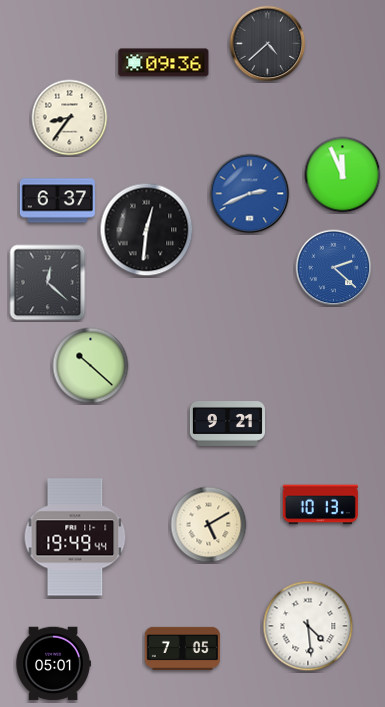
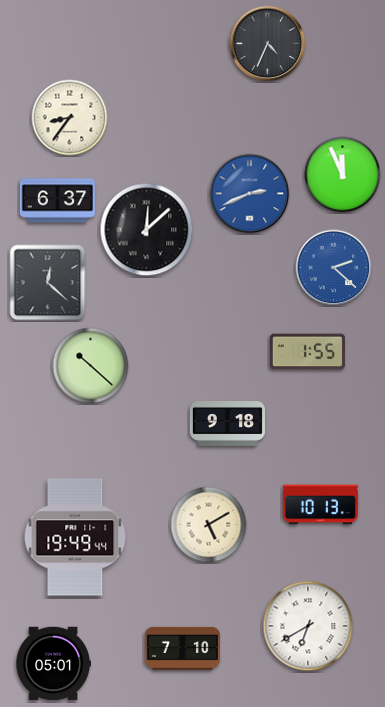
clock at (268, 44): 4:38 -> 4:34
clock at (164, 63): 09:36 -> none
clock at (147, 230): 12:31 -> 12:08
clock at (307, 352): none -> 1:55
clock at (227, 424): 9:21 -> 9:18
clock at (308, 626): 4:29 -> 6:40
clock at (182, 648): 7:05 -> 7:10
